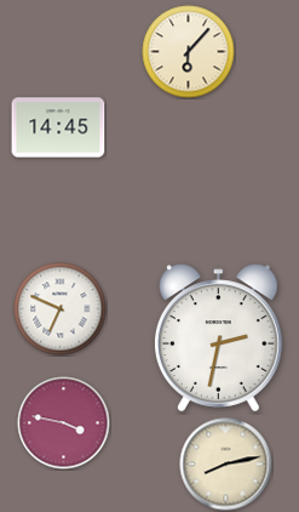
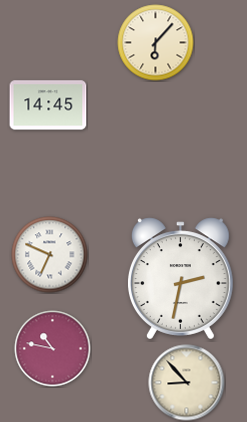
clock at (64, 423): 3:47 -> 10:47
clock at (226, 465): 8:13 -> 8:53
